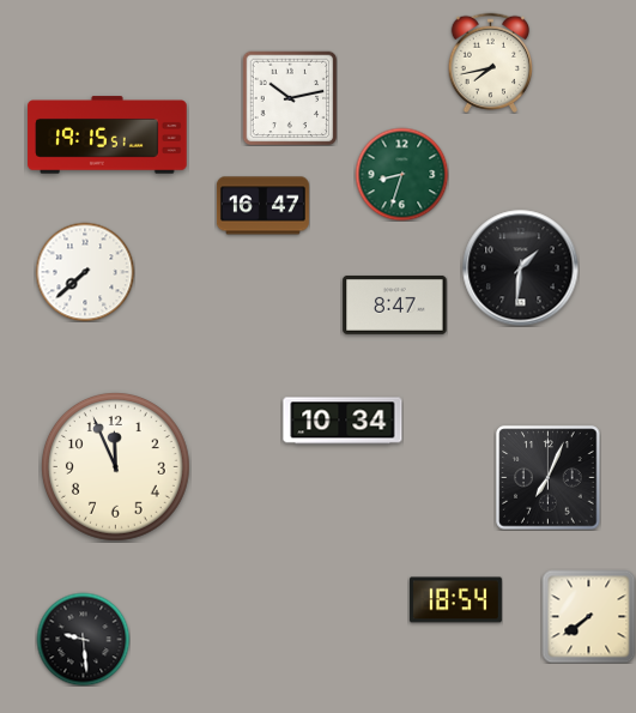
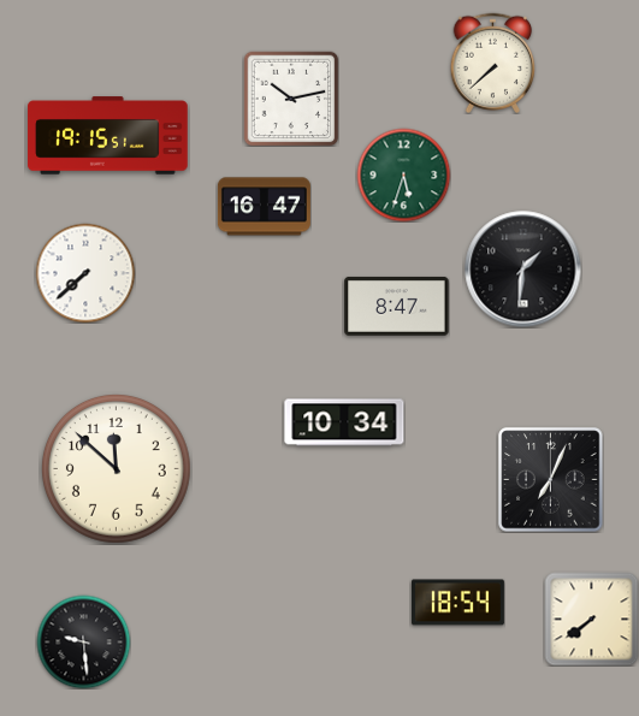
clock at (491, 62): 7:43 -> 7:38
clock at (401, 174): 8:33 -> 5:33
clock at (115, 466): 11:56 -> 11:52
